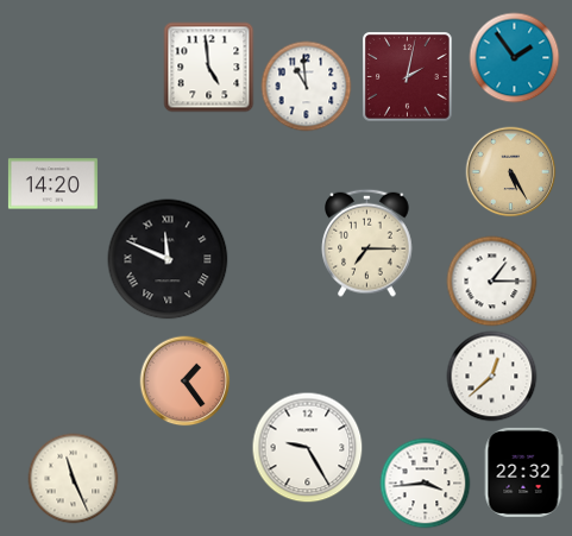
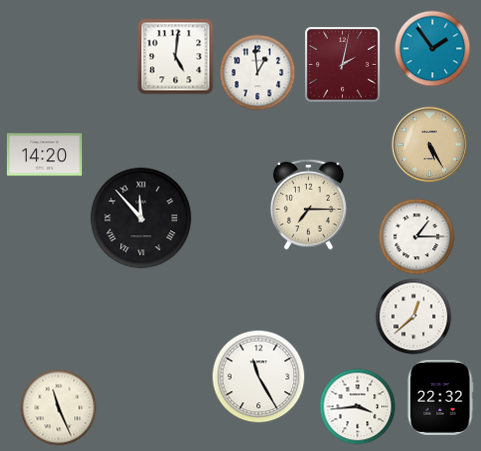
clock at (209, 68): 4:59 -> 5:01
clock at (307, 87): 10:59 -> 12:59
clock at (168, 259): 11:49 -> 11:53
clock at (492, 282) position: (492, 282) -> (417, 237)
clock at (186, 381): 1:24 -> none
clock at (308, 448): 9:25 -> 11:25
clock at (74, 479) position: (74, 479) -> (59, 408)
